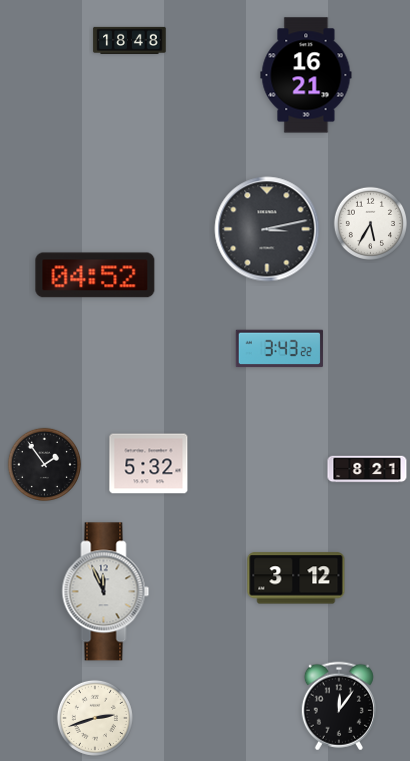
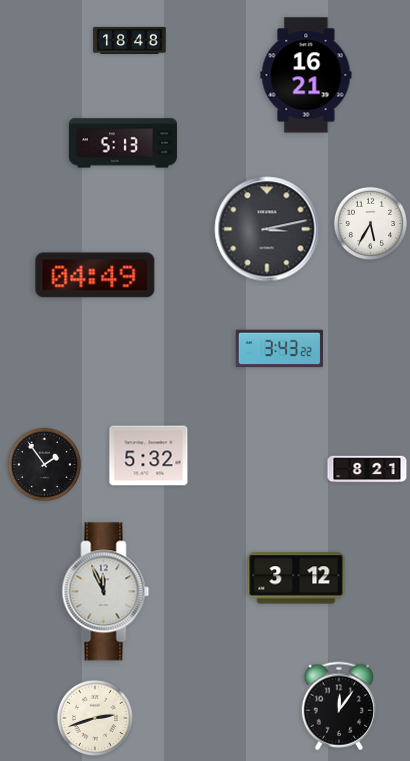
clock at (123, 143): none -> 5:13
clock at (95, 275): 04:52 -> 04:49
clock at (149, 464) position: (149, 464) -> (149, 456)
